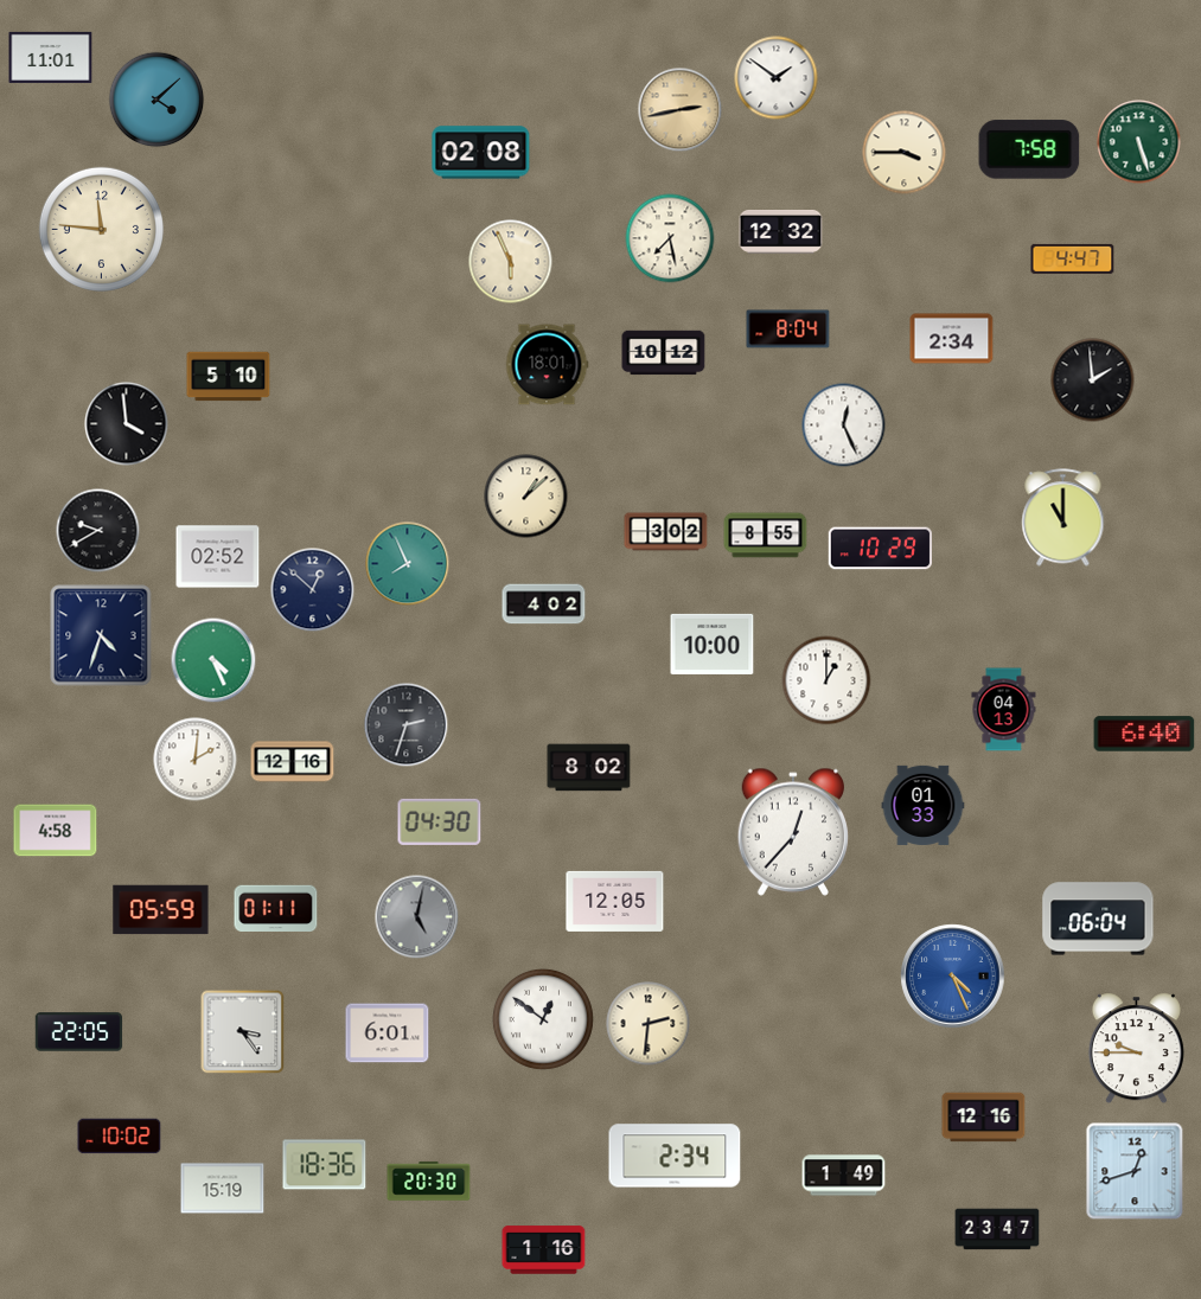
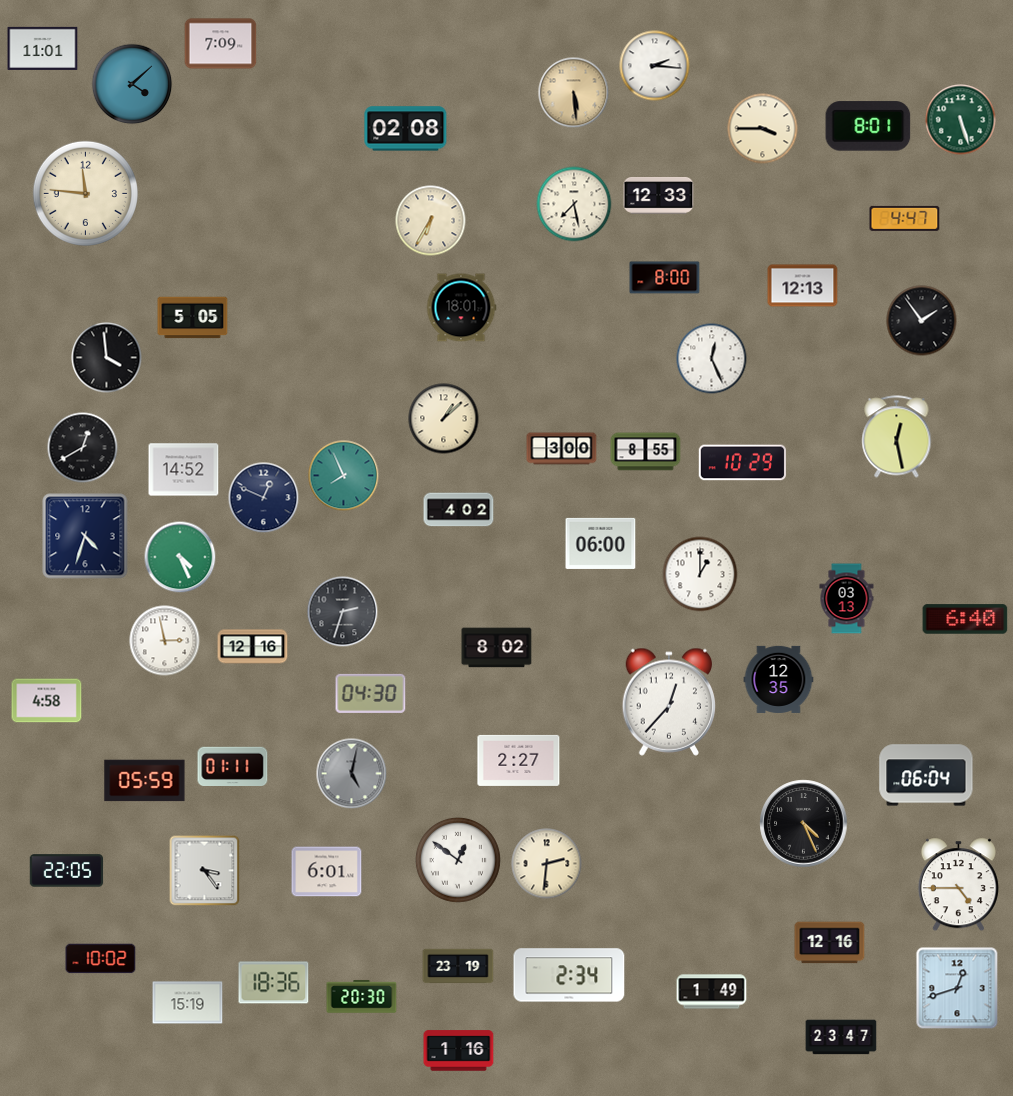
clock at (221, 44): none -> 7:09
clock at (777, 78): 1:51 -> 2:16
clock at (681, 110): 2:43 -> 5:29
clock at (1029, 149): 7:58 -> 8:01
clock at (781, 232): 12:32 -> 12:33
clock at (670, 238) position: (670, 238) -> (574, 204)
clock at (511, 262): 5:56 -> 6:35
clock at (788, 329): 8:04 -> 8:00
clock at (952, 339): 2:34 -> 12:13
clock at (664, 353): 10:12 -> none
clock at (229, 377): 5:10 -> 5:05
clock at (1093, 380): 1:59 -> 1:54
clock at (1063, 518): 11:00 -> 12:28
clock at (98, 531): 9:40 -> 12:40
clock at (666, 532): 3:02 -> 3:00
clock at (218, 557): 02:52 -> 14:52
clock at (313, 590): 12:52 -> 12:49
clock at (713, 644): 10:00 -> 06:00
clock at (826, 680) position: (826, 680) -> (700, 574)
clock at (1004, 710): 04:13 -> 03:13
clock at (196, 760): 2:01 -> 2:58
clock at (293, 762) position: (293, 762) -> (253, 647)
clock at (924, 805): 01:33 -> 12:35
clock at (615, 901): 12:05 -> 2:27
clock at (161, 910) position: (161, 910) -> (145, 781)
clock at (953, 977) dial: blue -> black
clock at (1136, 1049): 9:45 -> 4:45
clock at (458, 966): none -> 23:19
clock at (544, 1250) position: (544, 1250) -> (459, 1051)
